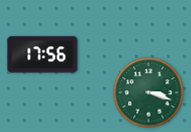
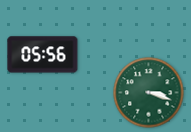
clock at (43, 55): 17:56 -> 05:56
